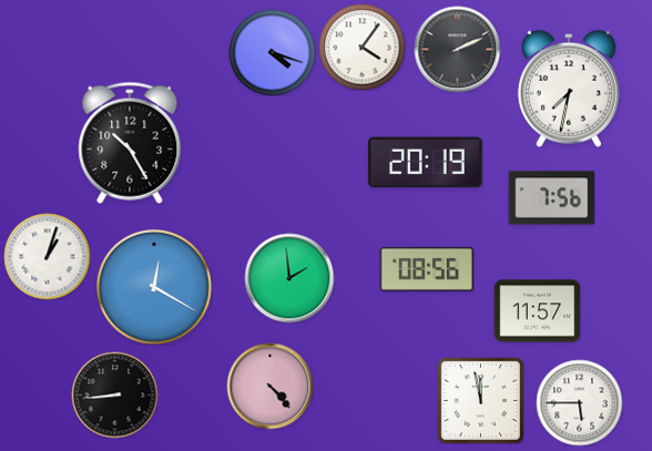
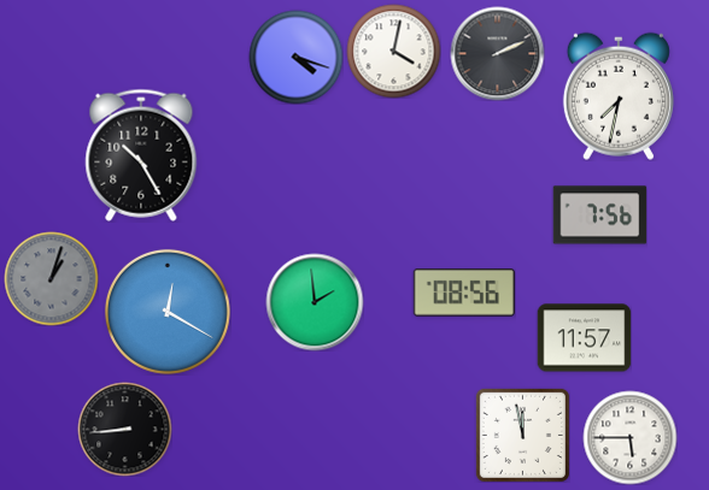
clock at (361, 47): 4:06 -> 4:02
clock at (426, 163): 20:19 -> none
clock at (47, 256) dial: white -> grey
clock at (269, 386): 4:23 -> none
